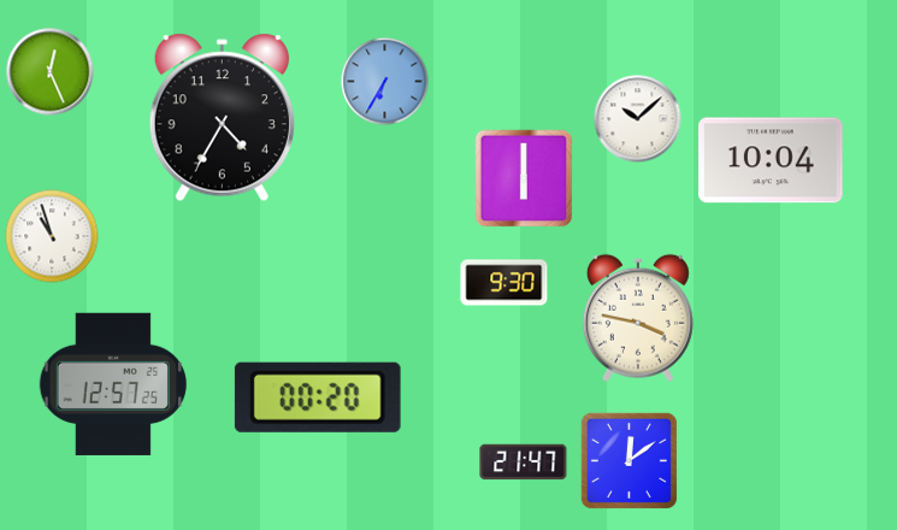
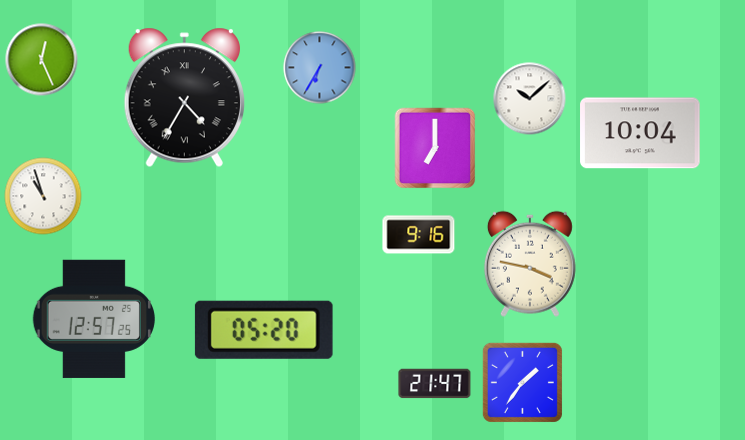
clock at (222, 118) numerals: Arabic -> Roman
clock at (524, 178): 6:00 -> 7:00
clock at (504, 283): 9:30 -> 9:16
clock at (318, 397): 00:20 -> 05:20
clock at (629, 460): 12:09 -> 1:36
